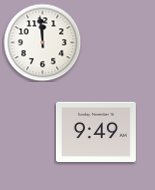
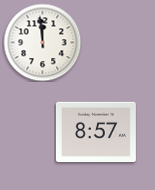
clock at (96, 131): 9:49 -> 8:57
